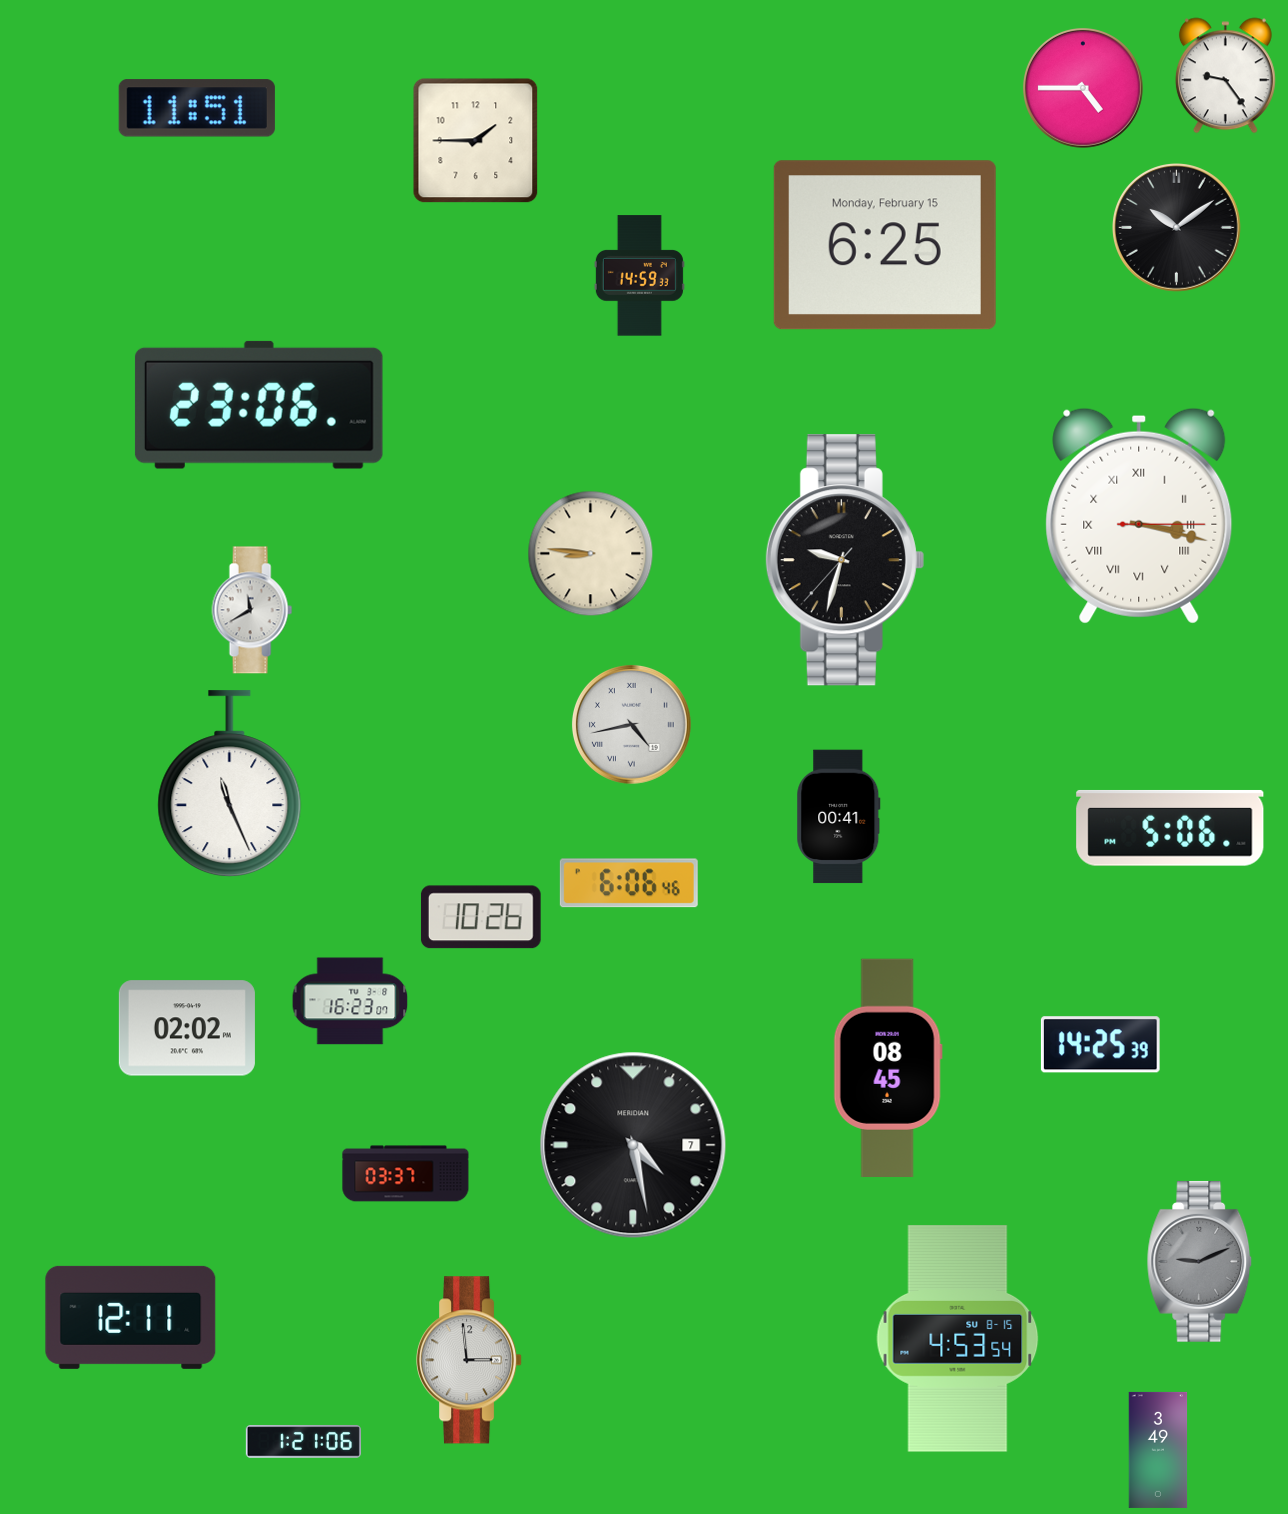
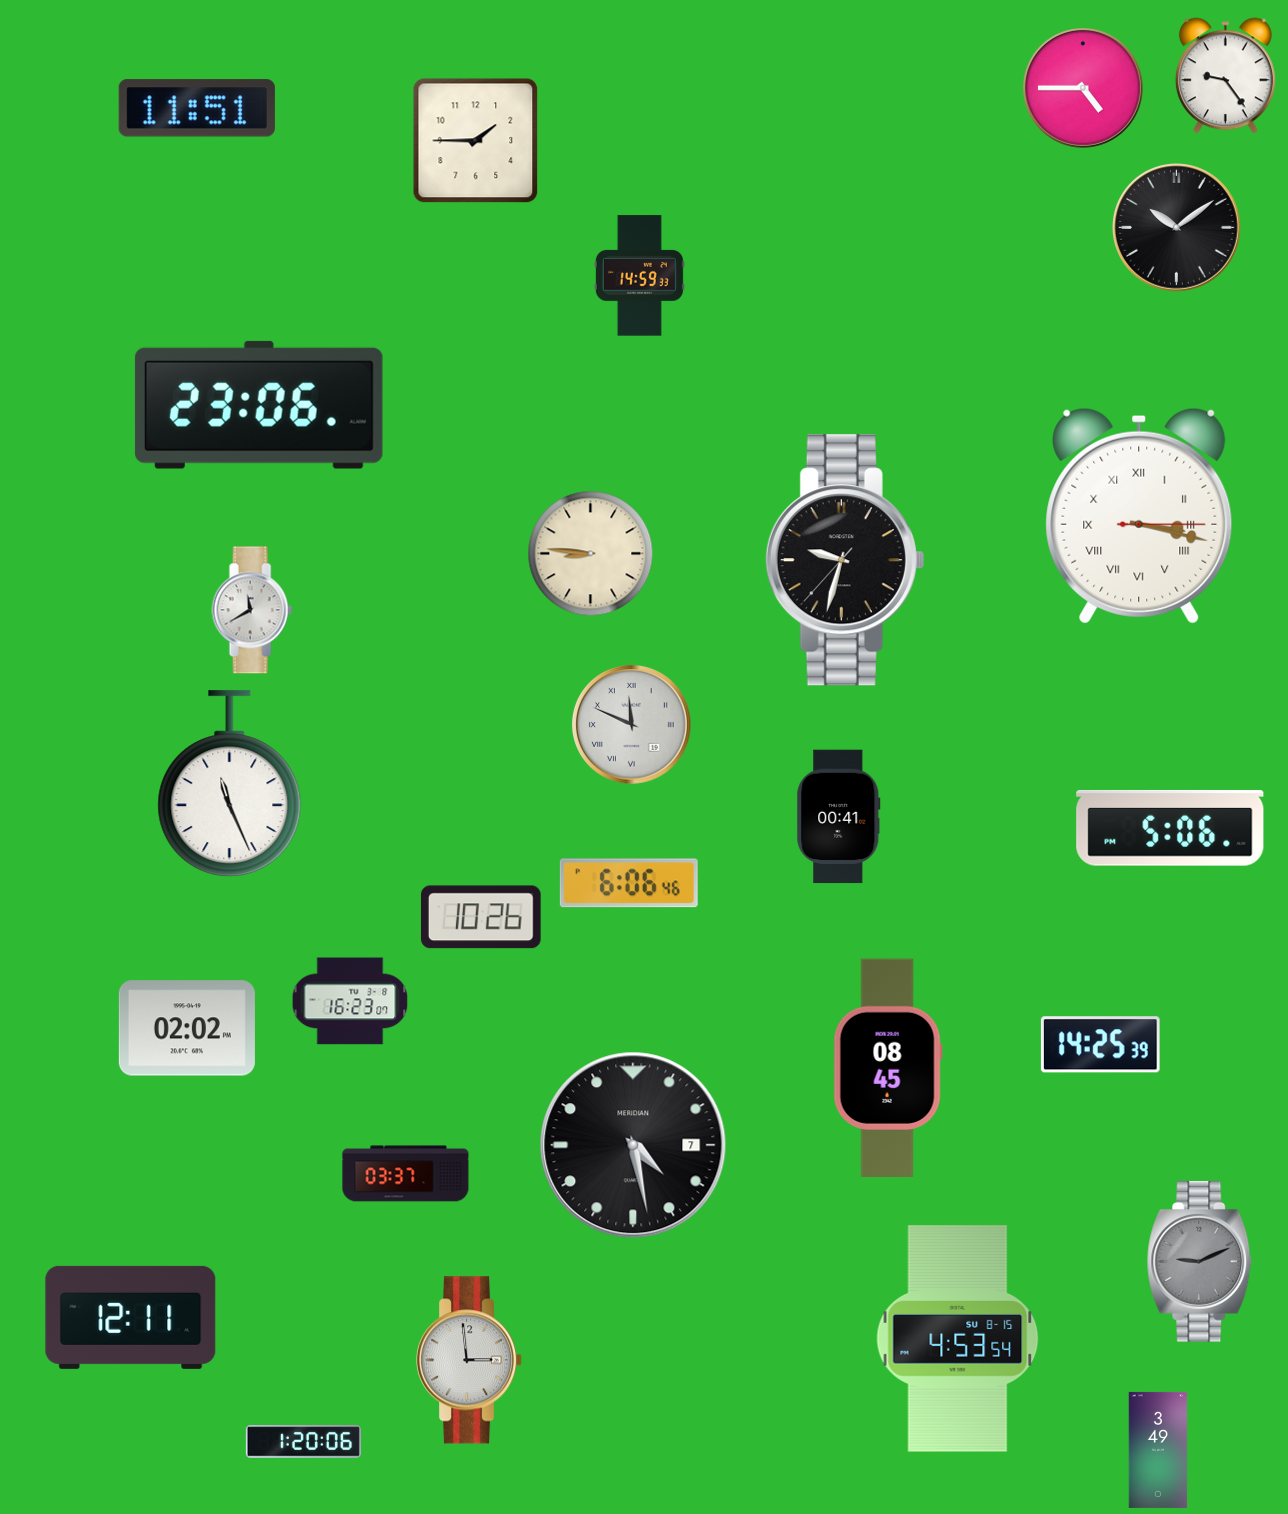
clock at (885, 245): 6:25 -> none
clock at (631, 724): 4:43 -> 11:49
clock at (303, 1442): 1:21 -> 1:20
